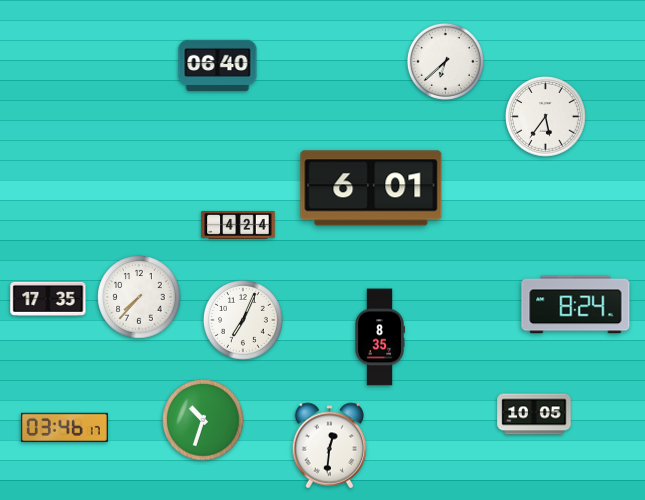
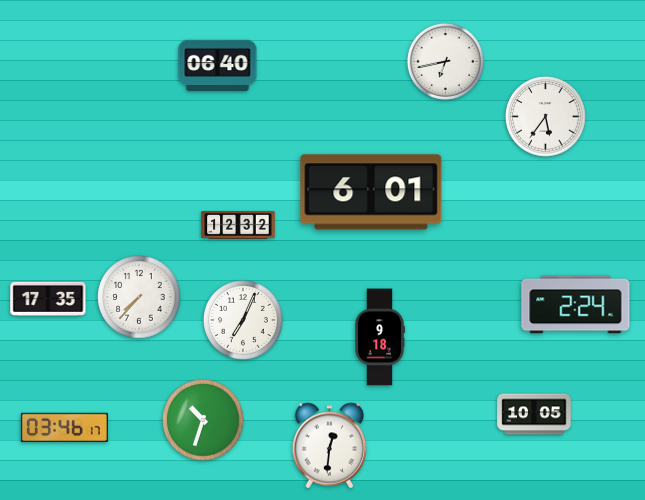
clock at (445, 61): 6:38 -> 6:43
clock at (371, 188) position: (371, 188) -> (371, 192)
clock at (238, 226): 4:24 -> 12:32
clock at (576, 305): 8:24 -> 2:24
clock at (379, 337): 8:35 -> 9:18
